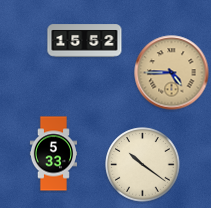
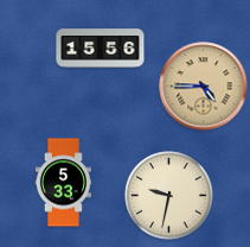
clock at (85, 41): 15:52 -> 15:56
clock at (143, 165): 10:21 -> 9:32
